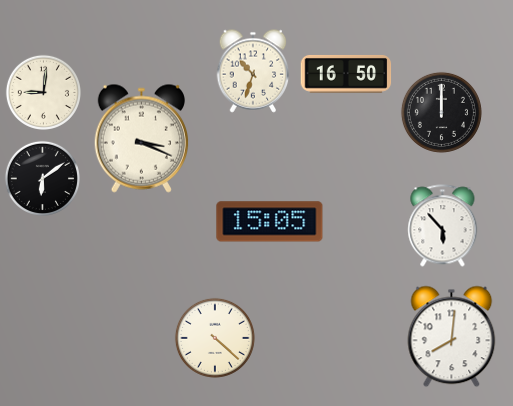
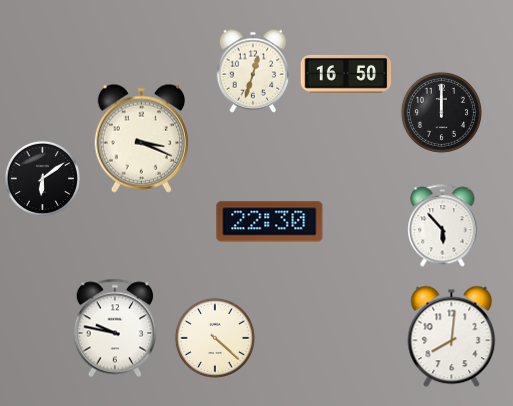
clock at (253, 71): 10:33 -> 12:33
clock at (43, 92): 9:01 -> none
clock at (270, 222): 15:05 -> 22:30
clock at (115, 328): none -> 9:47
